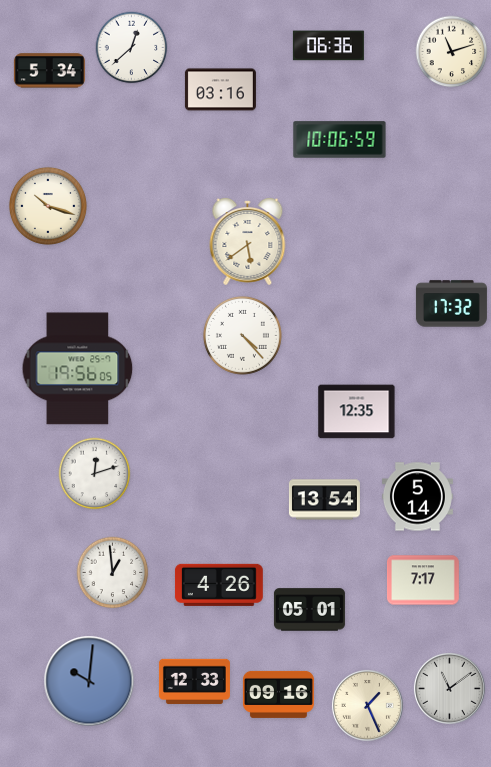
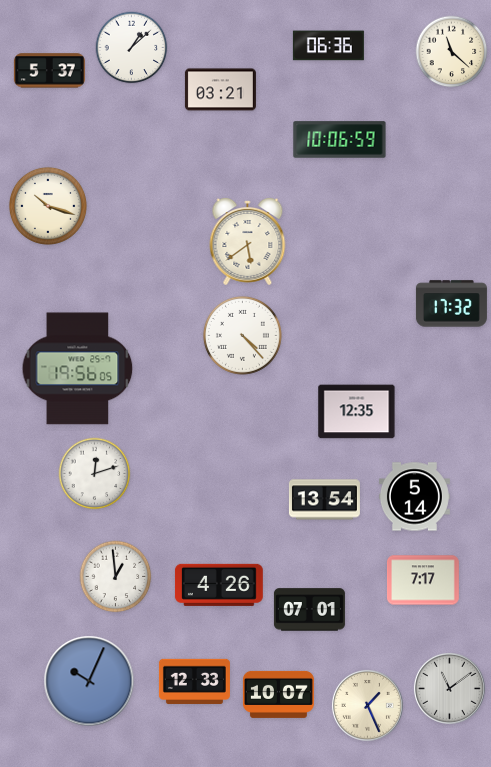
clock at (132, 48): 12:38 -> 1:08
clock at (452, 52): 11:12 -> 11:22
clock at (49, 71): 5:34 -> 5:37
clock at (220, 90): 03:16 -> 03:21
clock at (417, 497) position: (417, 497) -> (414, 497)
clock at (113, 573) position: (113, 573) -> (116, 577)
clock at (309, 610): 05:01 -> 07:01
clock at (89, 681): 10:01 -> 10:04
clock at (278, 694): 09:16 -> 10:07
